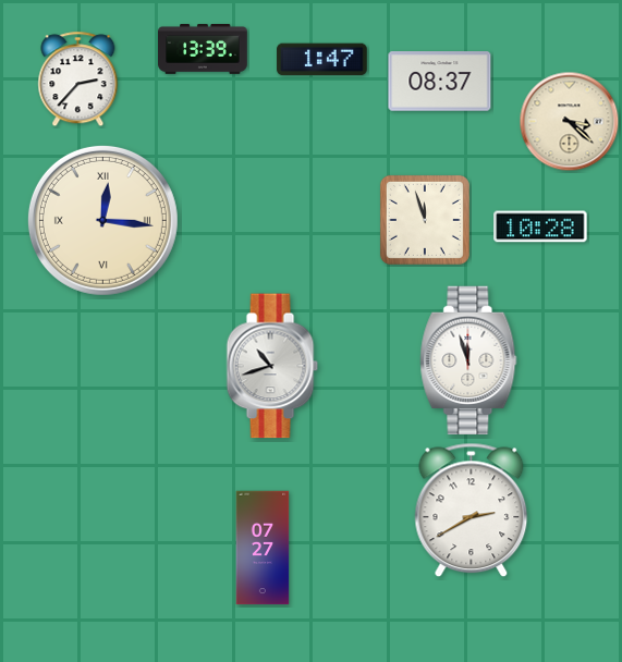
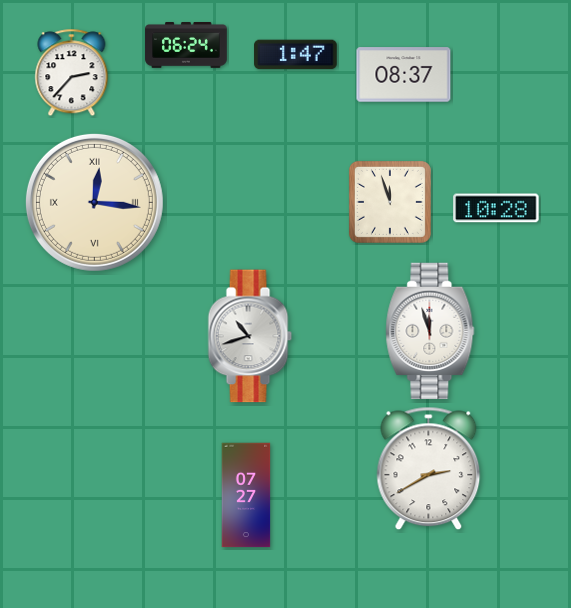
clock at (203, 50): 13:39 -> 06:24
clock at (570, 122): 3:22 -> none
clock at (472, 511) position: (472, 511) -> (429, 469)
clock at (263, 548) position: (263, 548) -> (246, 495)
